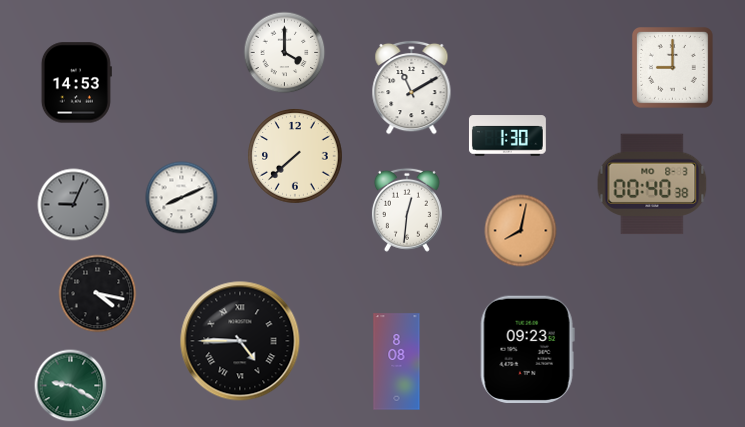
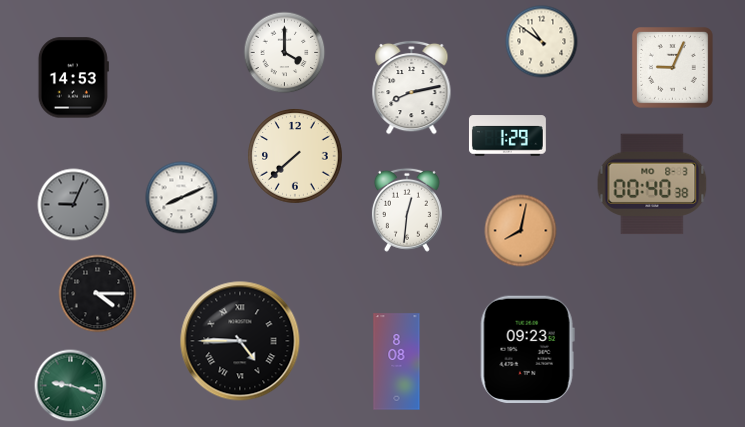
clock at (542, 42): none -> 10:51
clock at (673, 68): 9:00 -> 9:04
clock at (76, 83) position: (76, 83) -> (73, 78)
clock at (412, 87): 11:10 -> 8:13
clock at (507, 136): 1:30 -> 1:29
clock at (98, 294): 4:17 -> 4:15
clock at (71, 386): 9:20 -> 9:18
